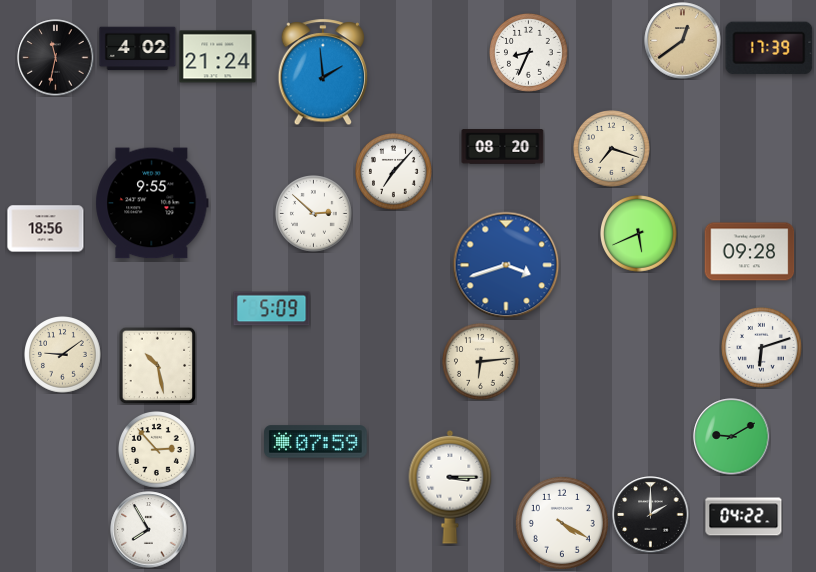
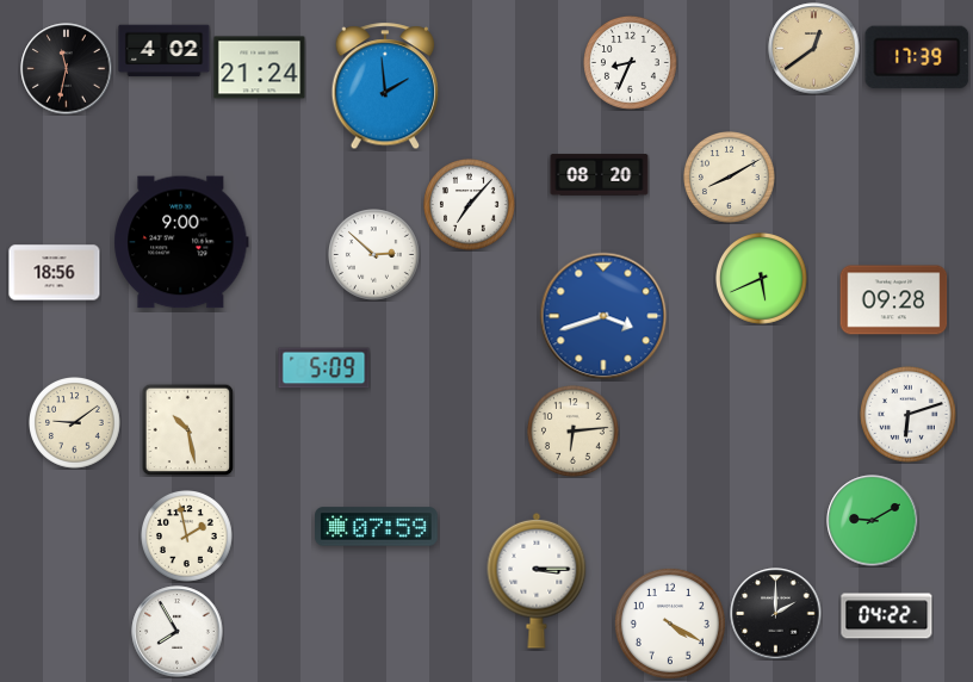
clock at (138, 49) position: (138, 49) -> (165, 51)
clock at (612, 149): 7:18 -> 8:10
clock at (152, 203): 9:55 -> 9:00
clock at (157, 365) position: (157, 365) -> (187, 429)
clock at (157, 450): 2:53 -> 1:58
